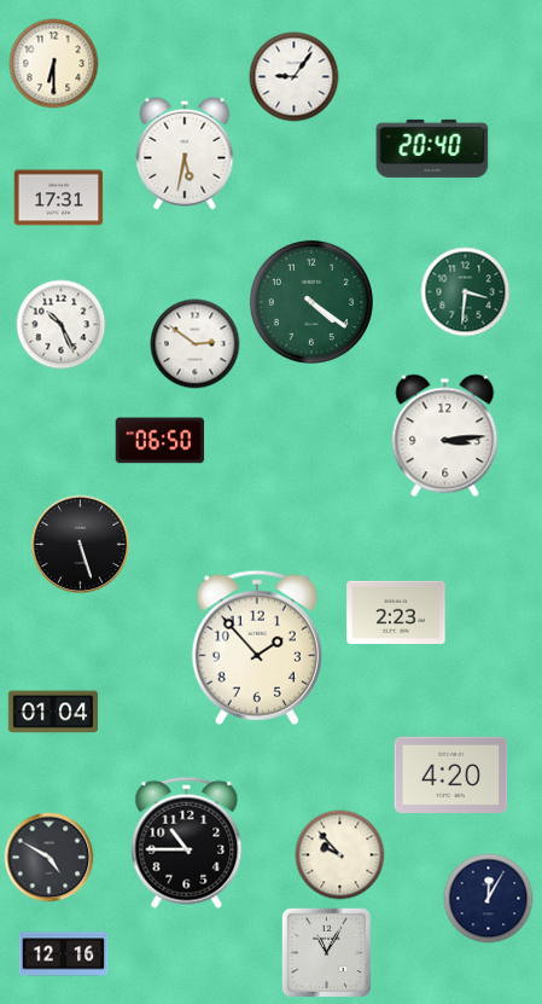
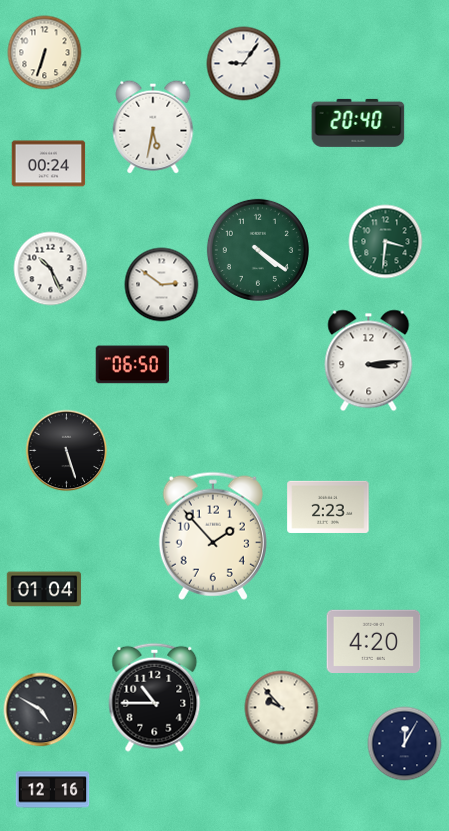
clock at (54, 64): 6:30 -> 6:33
clock at (59, 198): 17:31 -> 00:24
clock at (327, 953): 11:05 -> none
